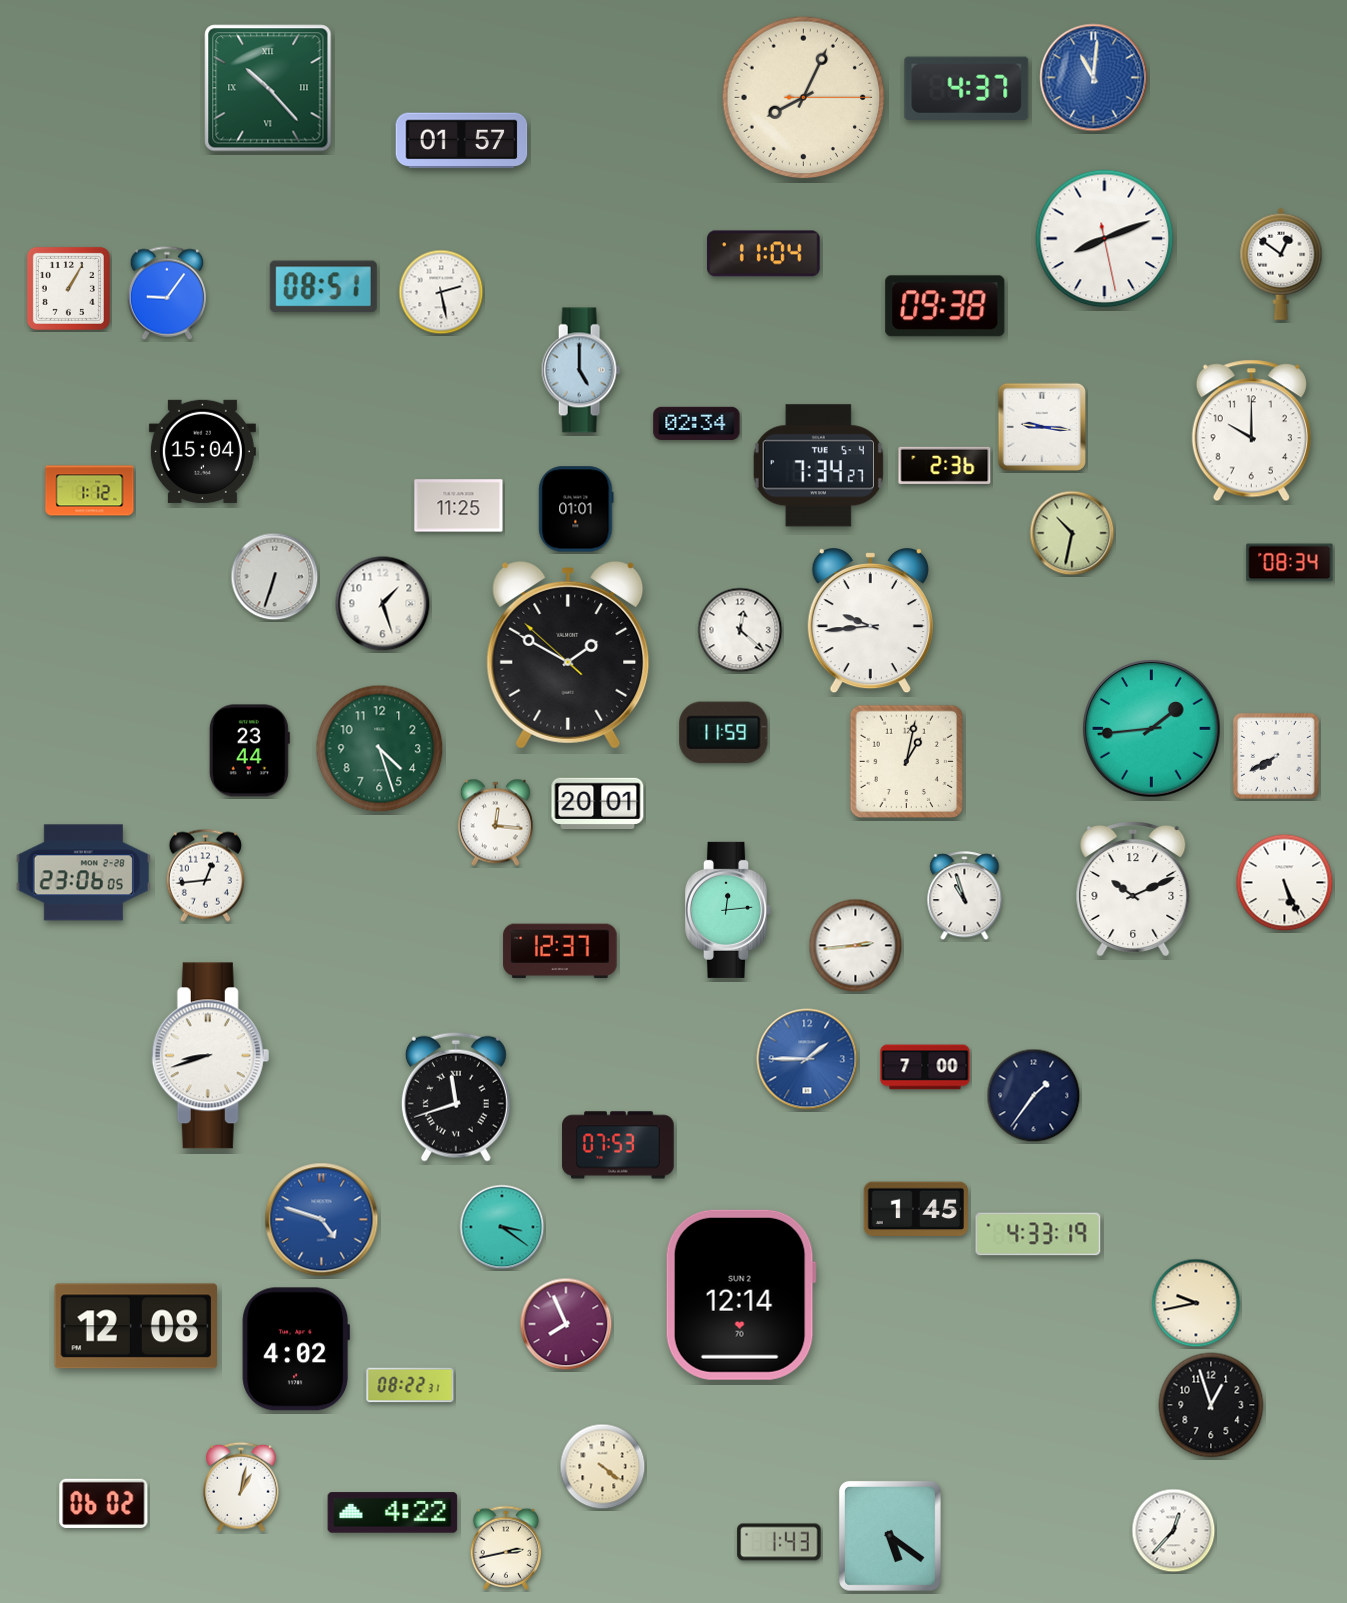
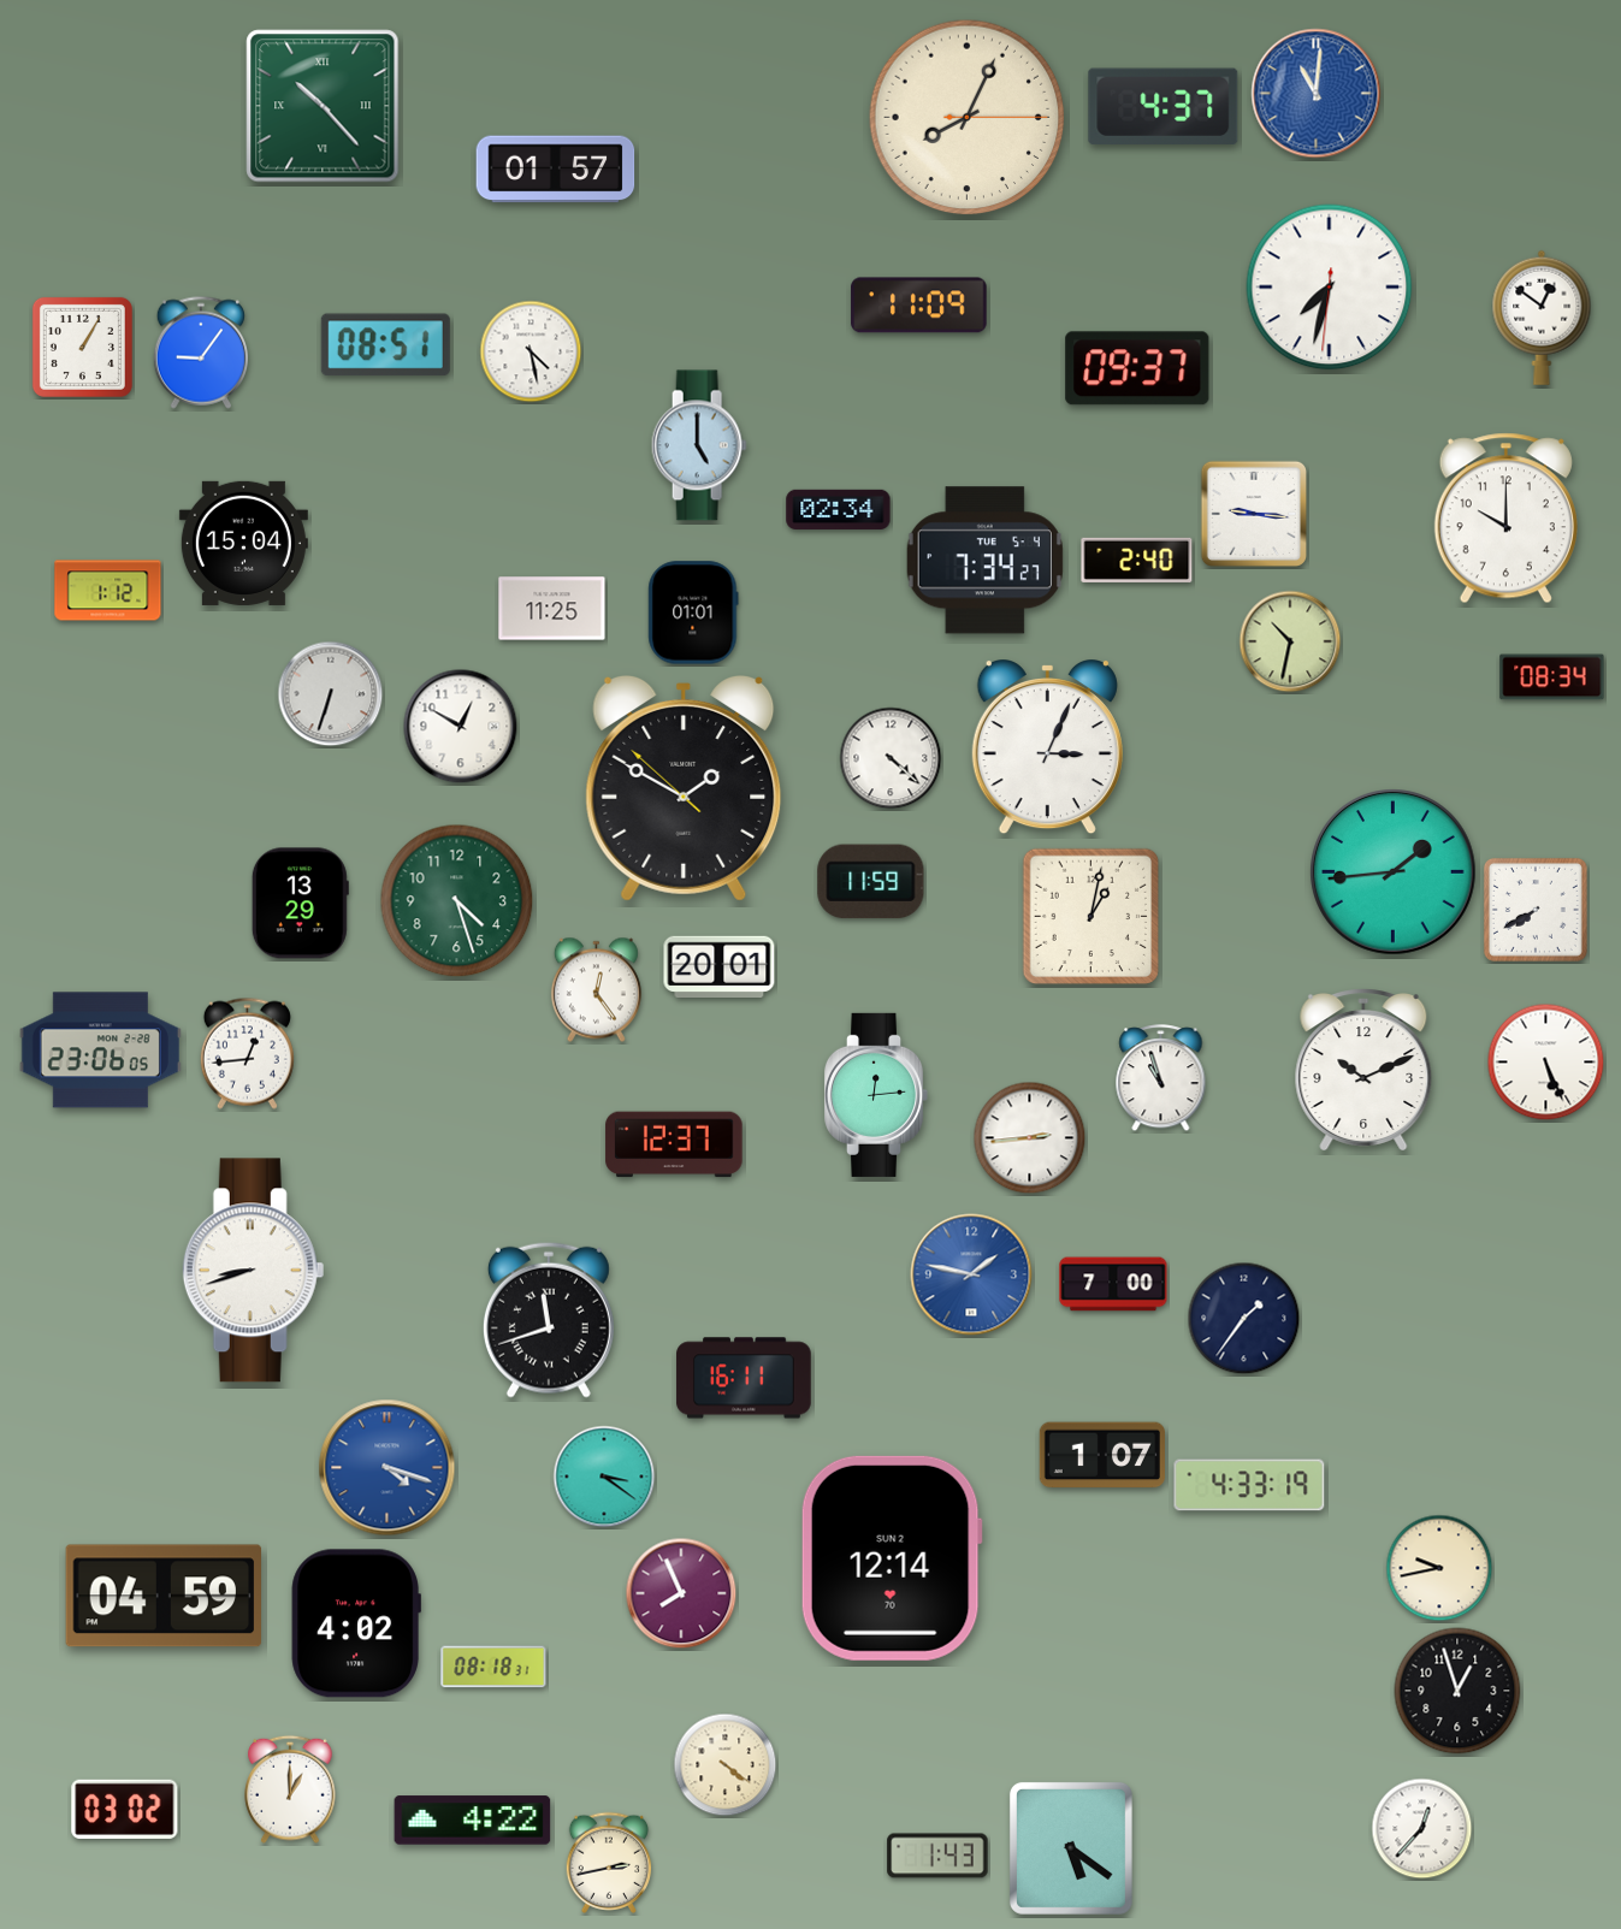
clock at (1105, 239): 8:11 -> 7:32
clock at (764, 254): 11:04 -> 11:09
clock at (323, 287) position: (323, 287) -> (385, 345)
clock at (441, 292): 2:28 -> 4:28
clock at (945, 306): 09:38 -> 09:37
clock at (945, 465): 2:36 -> 2:40
clock at (383, 604): 1:27 -> 12:50
clock at (870, 621): 9:44 -> 3:04
clock at (740, 630): 12:22 -> 4:22
clock at (1152, 729) position: (1152, 729) -> (1394, 872)
clock at (249, 751): 23:44 -> 13:29
clock at (495, 823): 12:16 -> 12:24
clock at (807, 1059): 1:45 -> 1:47
clock at (618, 1145): 07:53 -> 16:11
clock at (916, 1209): 1:45 -> 1:07
clock at (322, 1220): 4:48 -> 4:18
clock at (136, 1326): 12:08 -> 04:59
clock at (410, 1385): 08:22 -> 08:18
clock at (241, 1487): 1:02 -> 1:00
clock at (104, 1503): 06:02 -> 03:02
clock at (1174, 1531) position: (1174, 1531) -> (1422, 1829)
